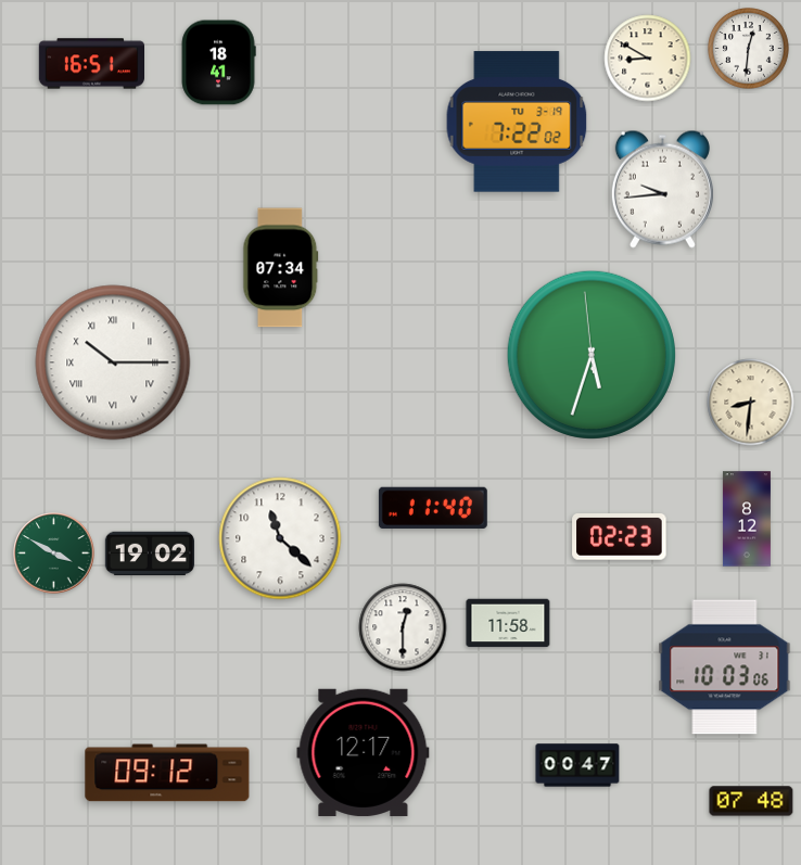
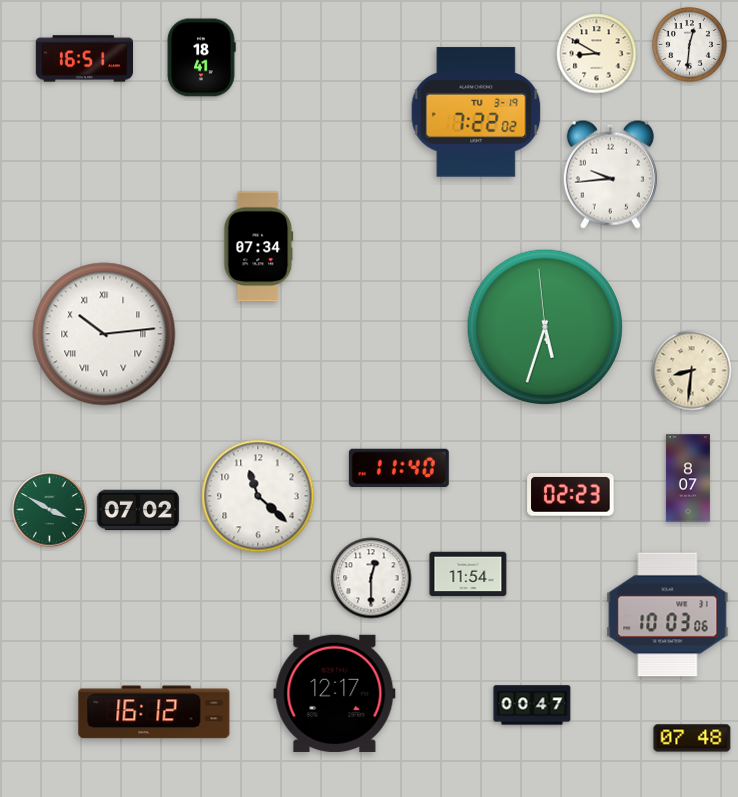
clock at (113, 362): 10:15 -> 10:14
clock at (747, 519): 8:12 -> 8:07
clock at (149, 554): 19:02 -> 07:02
clock at (508, 623): 11:58 -> 11:54
clock at (167, 773): 09:12 -> 16:12
